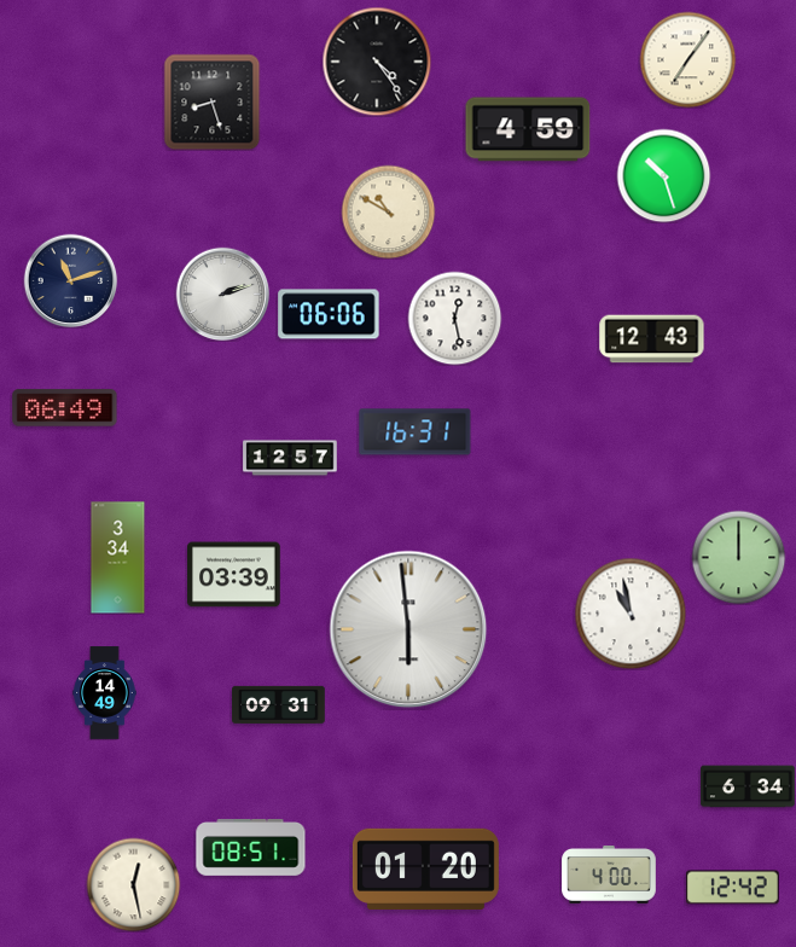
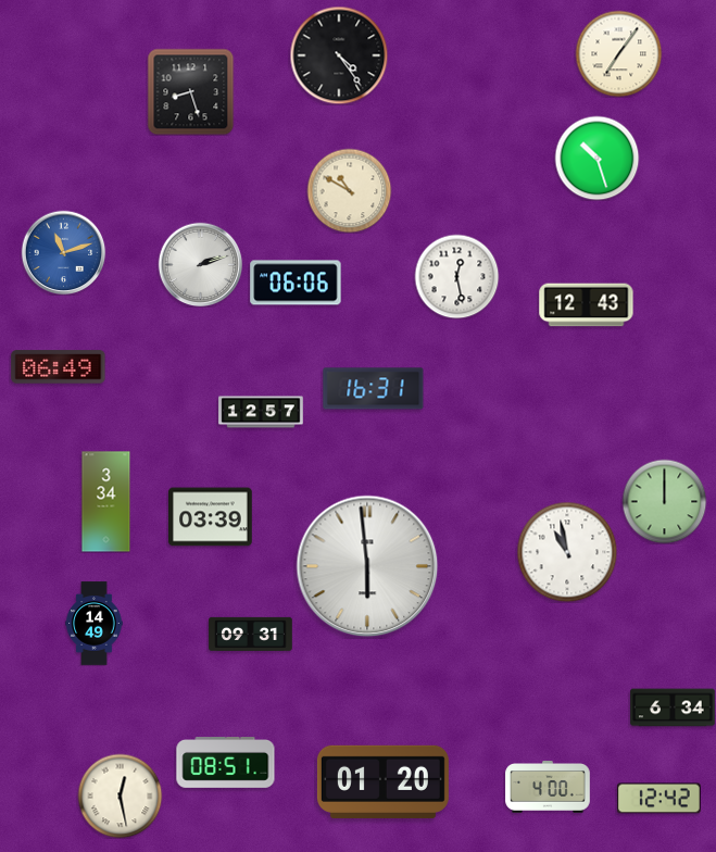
clock at (528, 129): 4:59 -> none
clock at (70, 280) dial: navy -> blue
clock at (454, 318) position: (454, 318) -> (456, 276)
